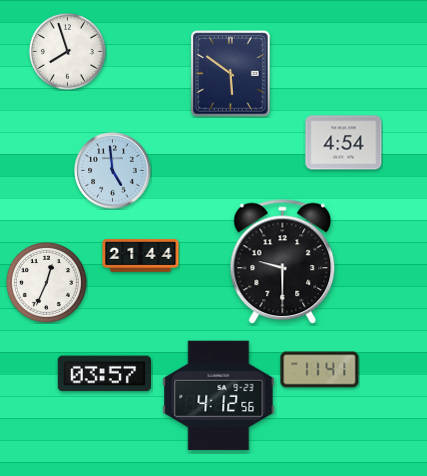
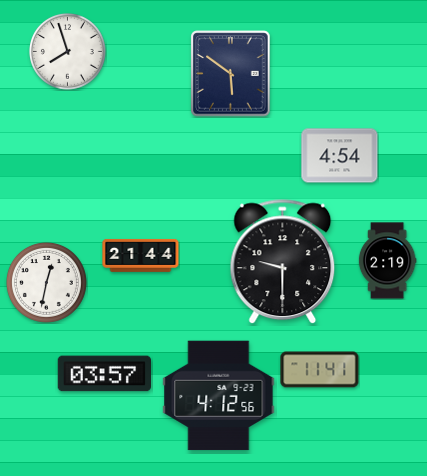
clock at (344, 143) position: (344, 143) -> (340, 156)
clock at (113, 171): 4:59 -> none
clock at (387, 261): none -> 2:19
clock at (46, 282): 12:34 -> 12:32
